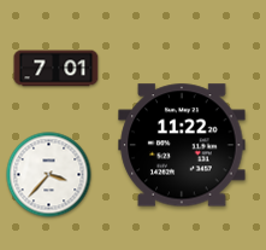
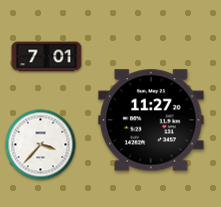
clock at (182, 145): 11:22 -> 11:27
